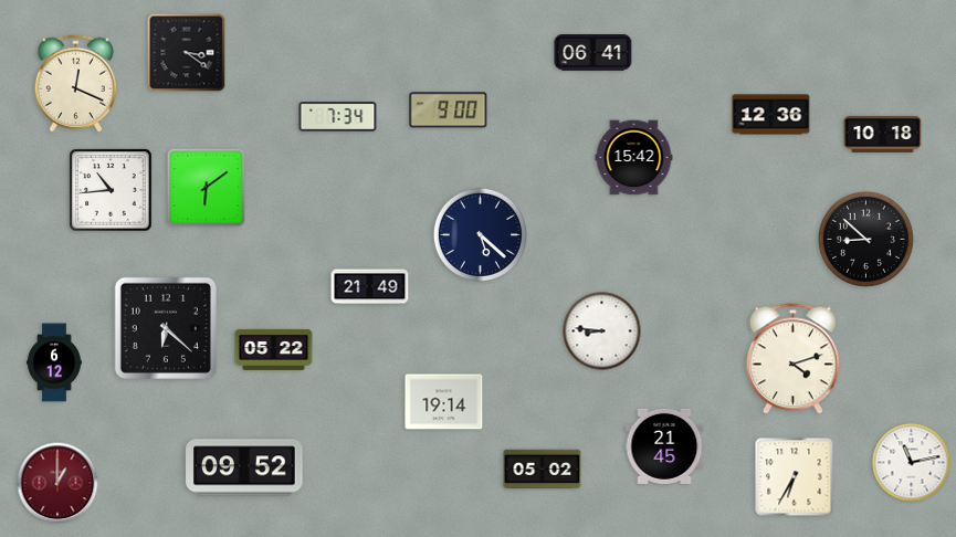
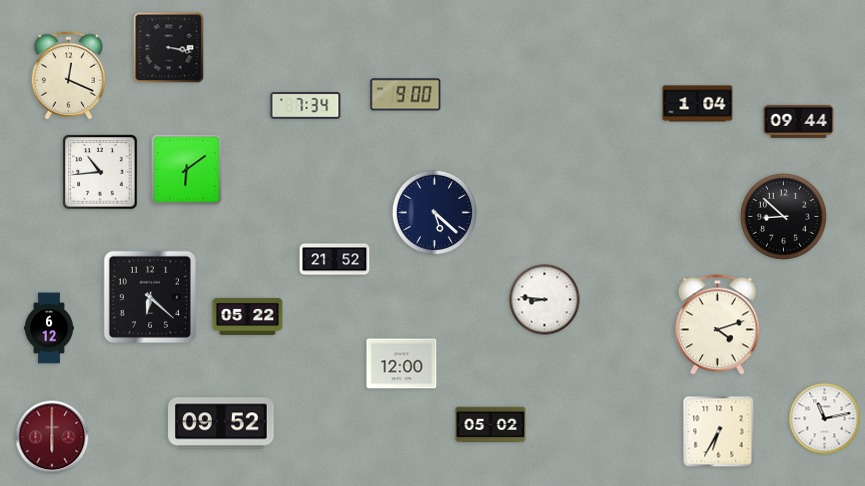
clock at (187, 53): 3:21 -> 3:17
clock at (593, 53): 06:41 -> none
clock at (449, 110) position: (449, 110) -> (406, 95)
clock at (771, 115): 12:36 -> 1:04
clock at (883, 134): 10:18 -> 09:44
clock at (634, 158): 15:42 -> none
clock at (370, 287): 21:49 -> 21:52
clock at (444, 402): 19:14 -> 12:00
clock at (664, 446): 21:45 -> none
clock at (57, 483): 1:00 -> 6:00
